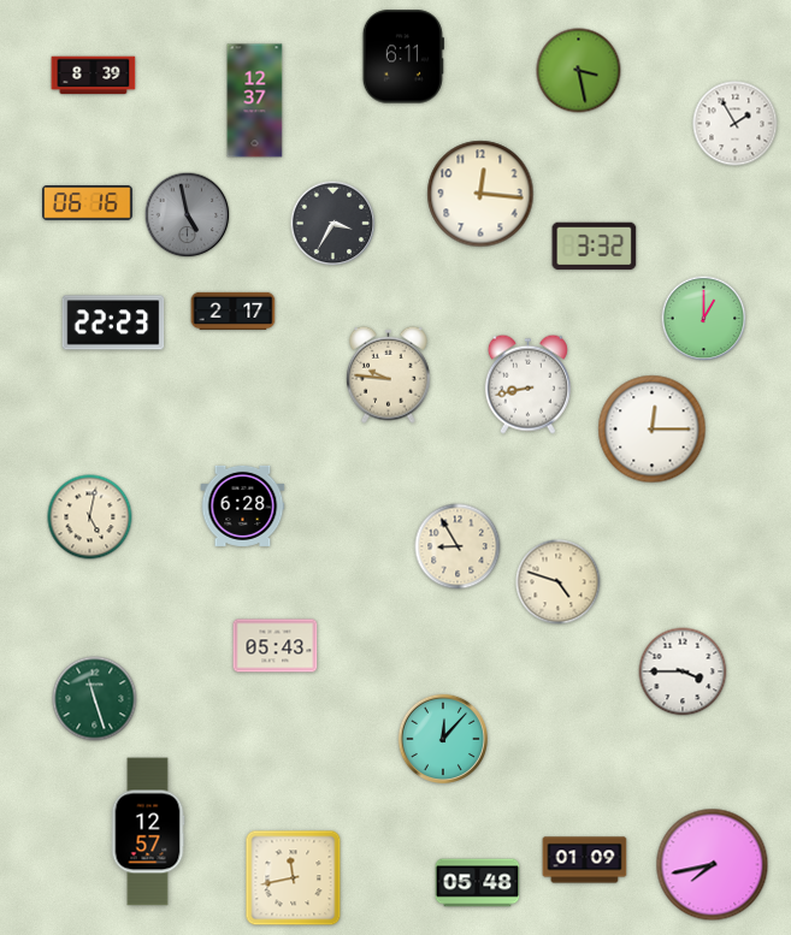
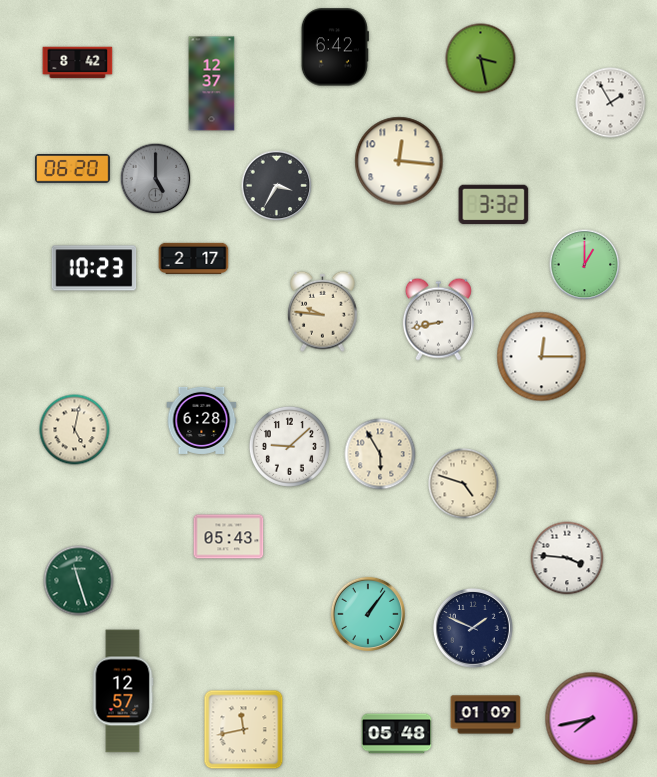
clock at (403, 57): 6:11 -> 6:42
clock at (94, 76): 8:39 -> 8:42
clock at (88, 203): 06:16 -> 06:20
clock at (188, 215): 4:58 -> 5:00
clock at (113, 322): 22:23 -> 10:23
clock at (289, 446): none -> 9:08
clock at (458, 546): 8:55 -> 5:55
clock at (683, 671): 3:45 -> 3:46
clock at (442, 738): 12:07 -> 1:06
clock at (474, 629): none -> 1:49
